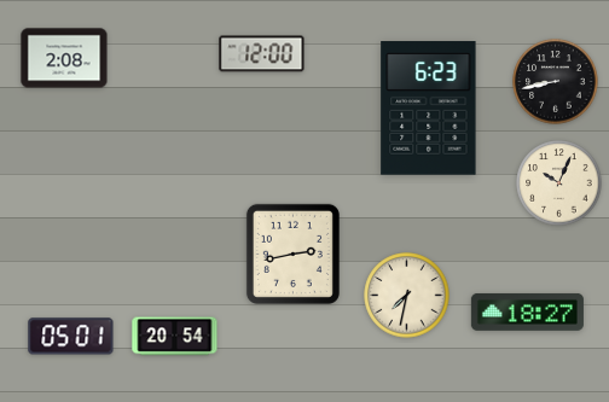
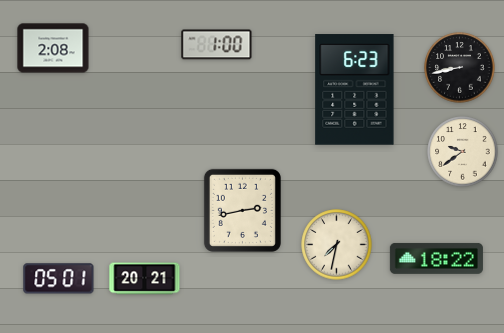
clock at (262, 54): 12:00 -> 1:00
clock at (559, 183): 10:04 -> 9:39
clock at (527, 311): 18:27 -> 18:22
clock at (175, 337): 20:54 -> 20:21
